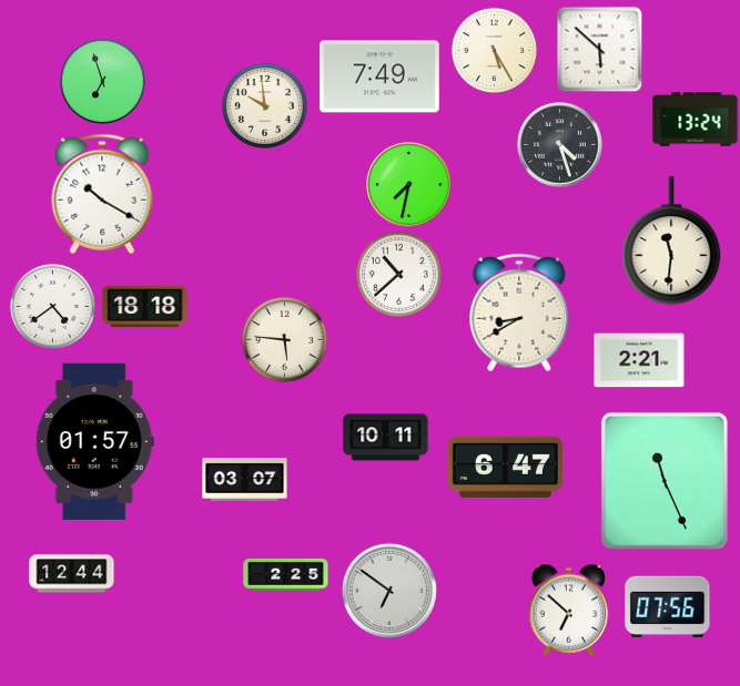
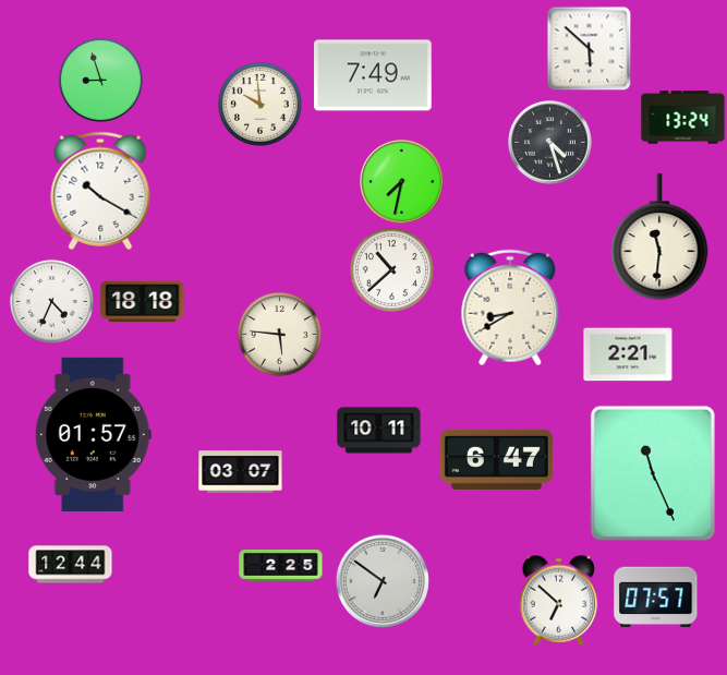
clock at (494, 50): 5:25 -> none
clock at (102, 81): 6:57 -> 8:57
clock at (52, 306): 4:39 -> 4:34
clock at (668, 607): 07:56 -> 07:57
